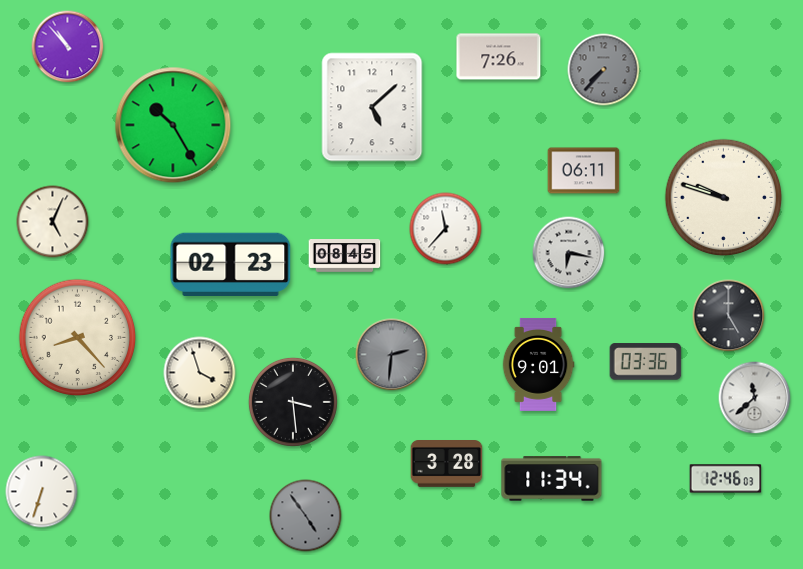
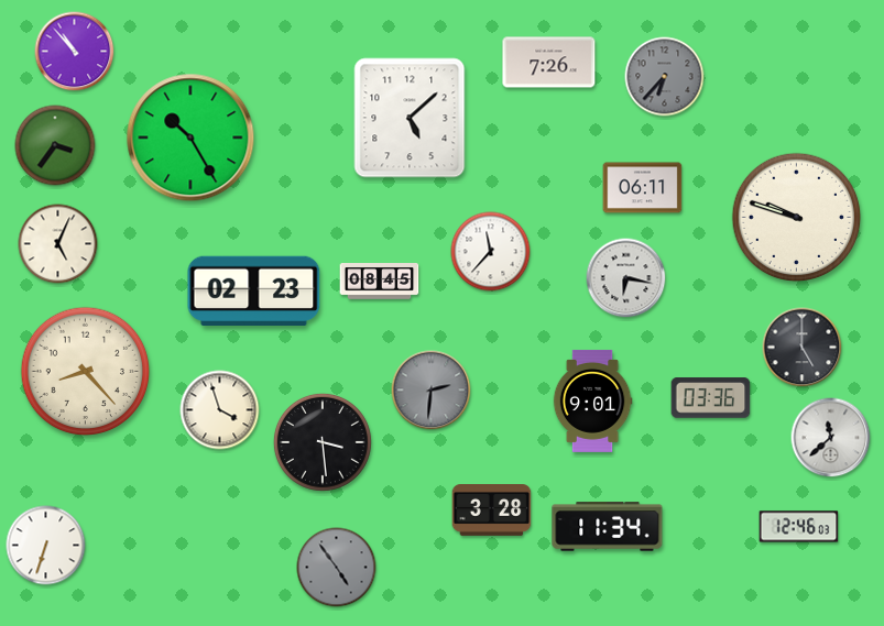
clock at (604, 70): 7:37 -> 6:37
clock at (55, 145): none -> 3:36
clock at (42, 492) position: (42, 492) -> (46, 546)
